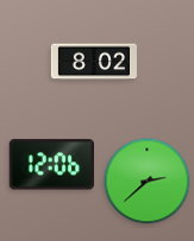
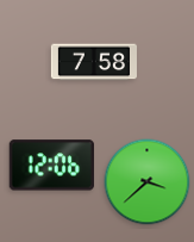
clock at (94, 62): 8:02 -> 7:58
clock at (148, 182): 2:38 -> 3:38
